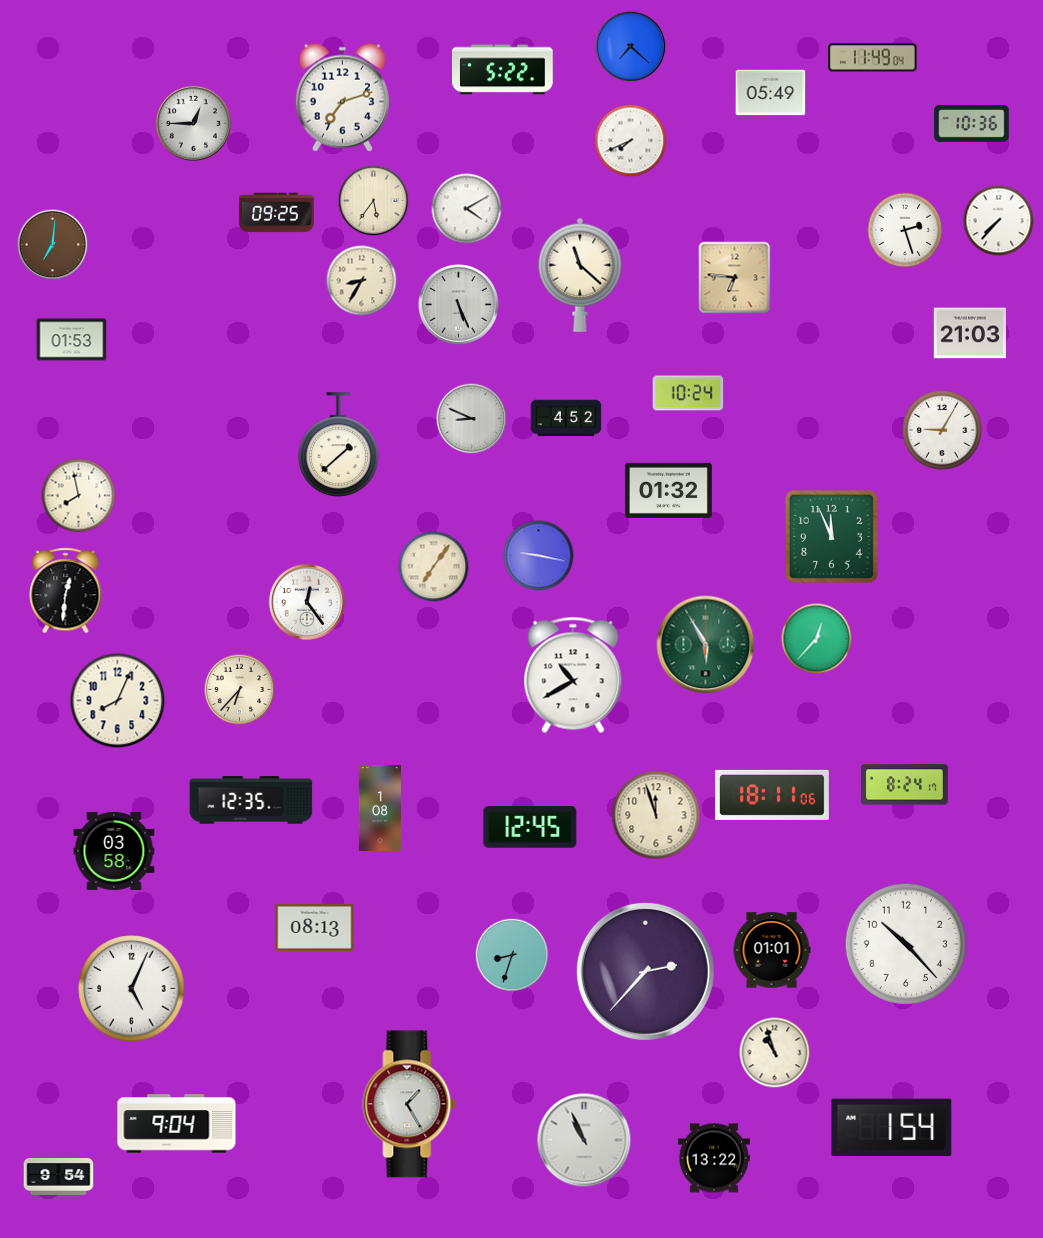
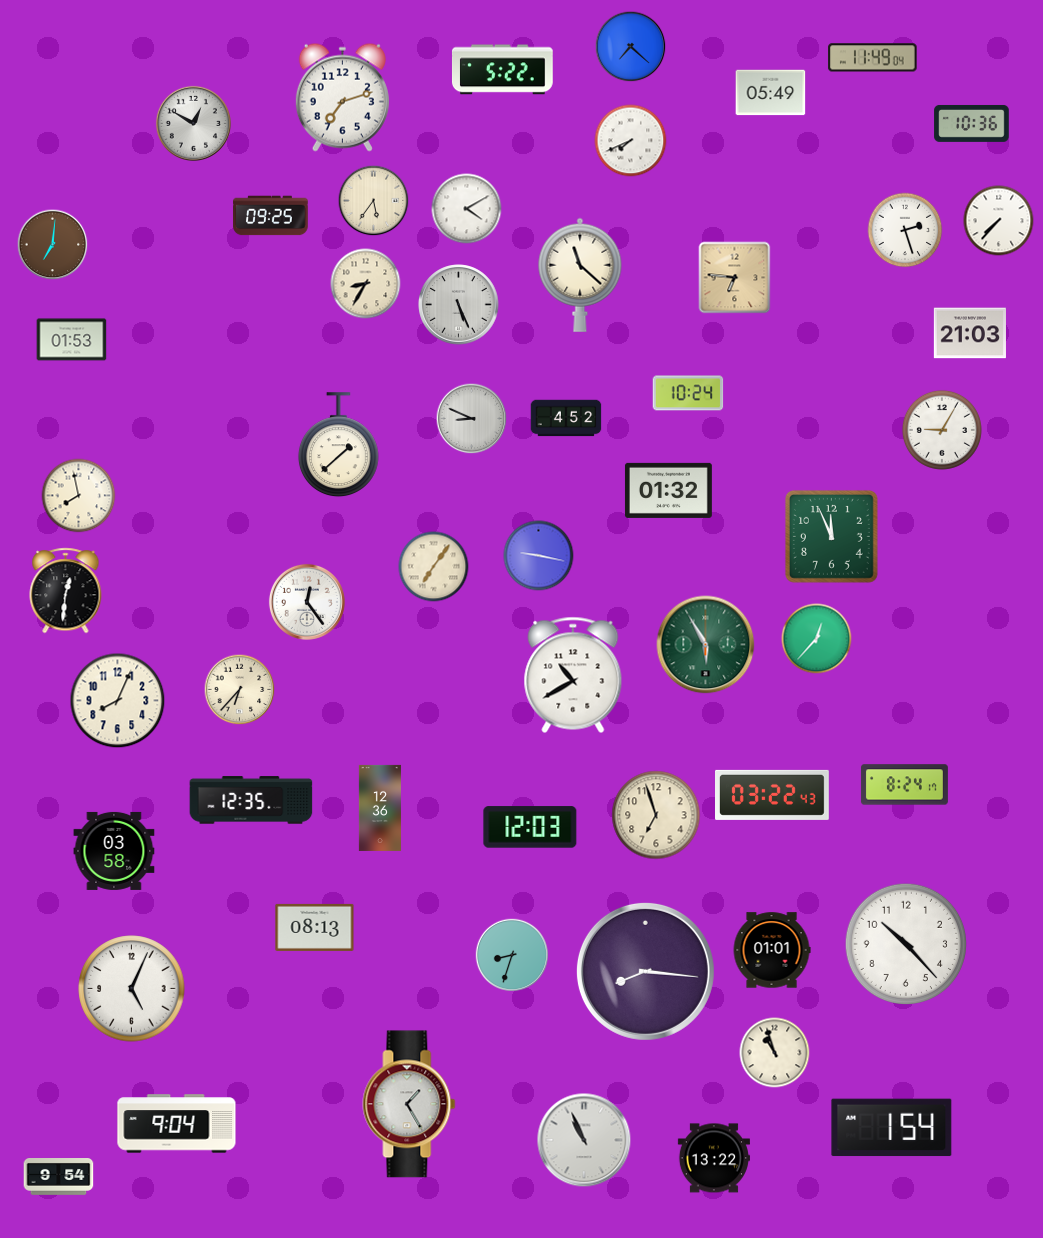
clock at (193, 123): 12:45 -> 12:50
clock at (277, 213) position: (277, 213) -> (271, 216)
clock at (362, 281) position: (362, 281) -> (366, 284)
clock at (773, 795): 18:11 -> 03:22
clock at (380, 808): 1:08 -> 12:36
clock at (656, 815): 11:57 -> 6:57
clock at (530, 827): 12:45 -> 12:03
clock at (645, 971): 2:37 -> 8:16
